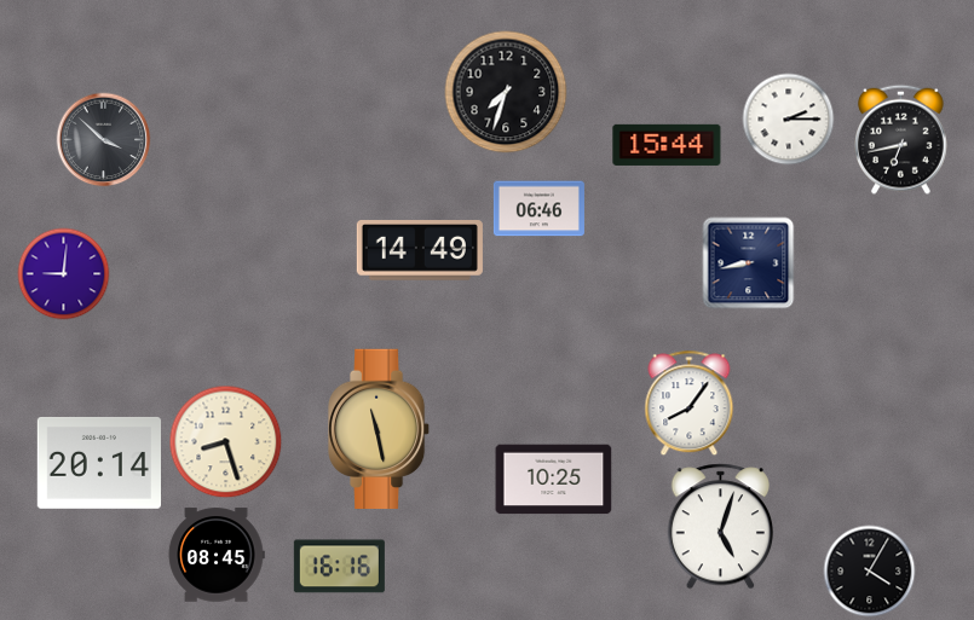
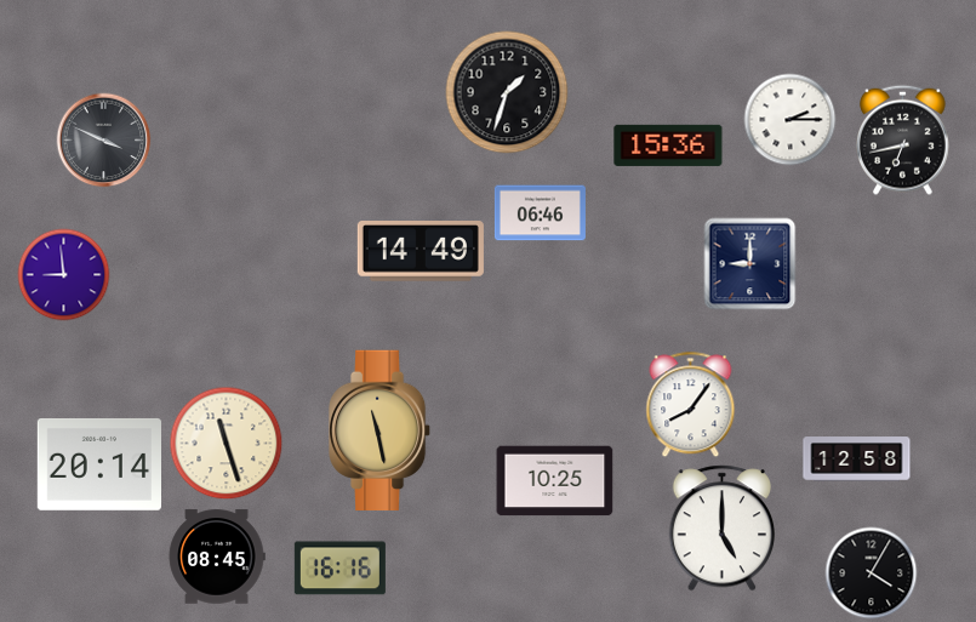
clock at (506, 92): 7:33 -> 1:33
clock at (104, 140): 3:52 -> 3:49
clock at (667, 145): 15:44 -> 15:36
clock at (538, 209) position: (538, 209) -> (540, 213)
clock at (749, 263): 8:43 -> 9:00
clock at (64, 274): 9:01 -> 8:59
clock at (226, 442): 8:27 -> 11:27
clock at (857, 460): none -> 12:58
clock at (720, 527): 5:03 -> 5:00
